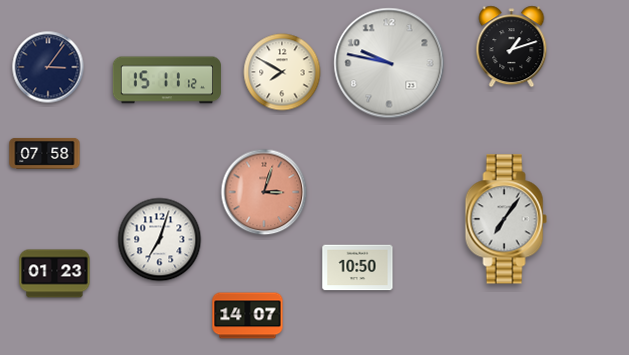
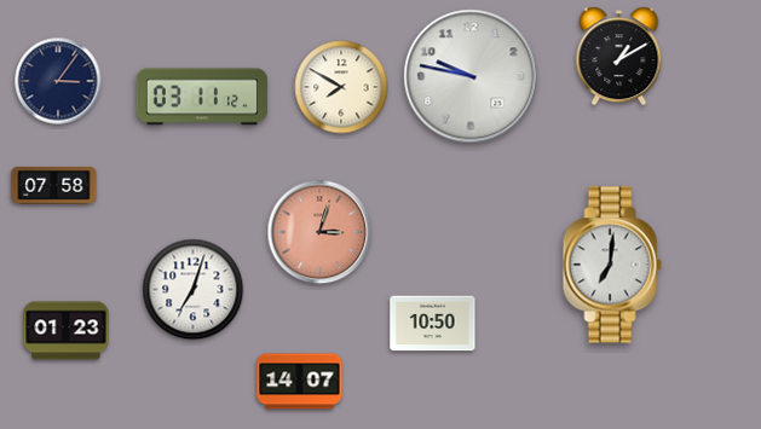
clock at (512, 47): 1:12 -> 1:10
clock at (167, 80): 15:11 -> 03:11
clock at (506, 219): 7:06 -> 7:01
